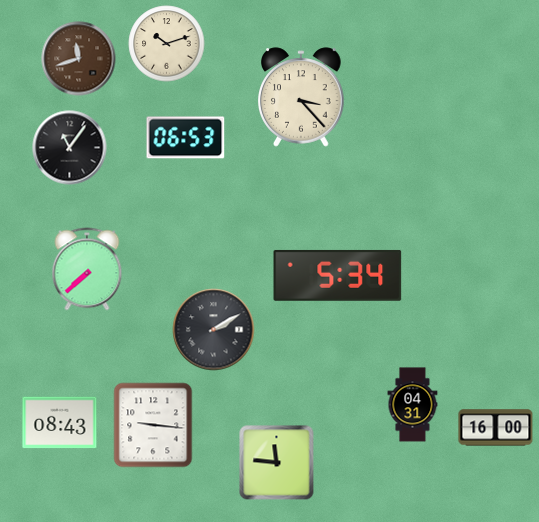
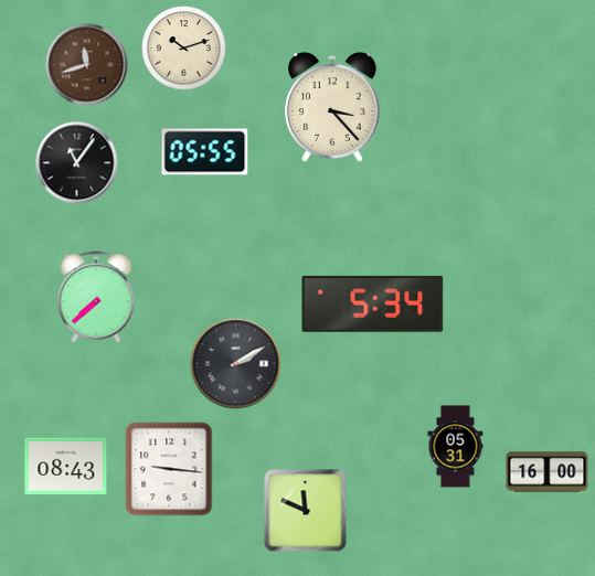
clock at (186, 138): 06:53 -> 05:55
clock at (413, 405): 04:31 -> 05:31
clock at (277, 463): 11:46 -> 11:49
